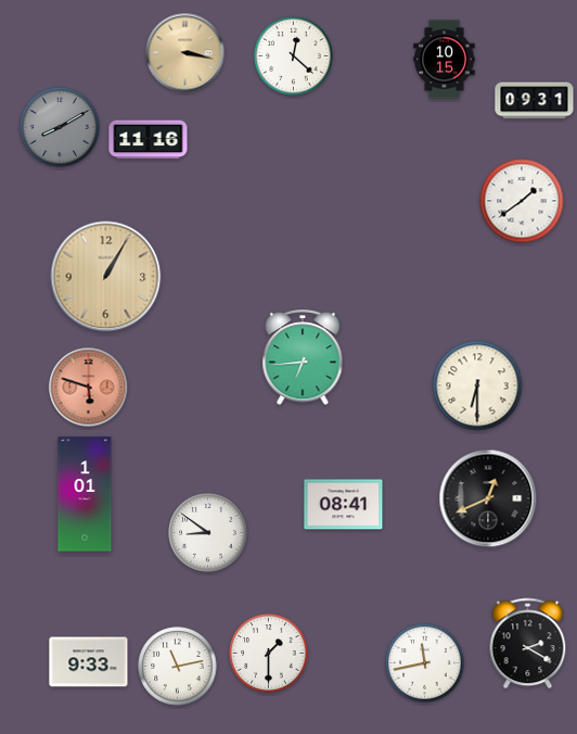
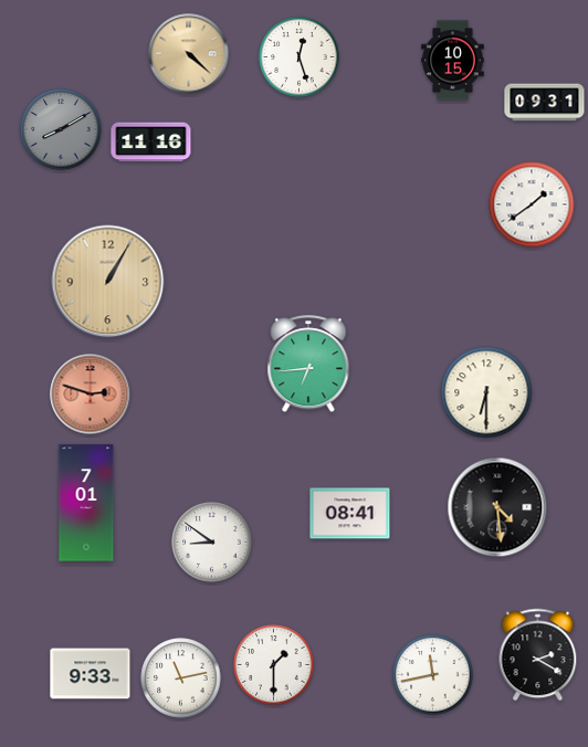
clock at (185, 53): 3:17 -> 4:22
clock at (294, 56): 12:22 -> 12:27
clock at (89, 388): 5:48 -> 2:48
clock at (85, 494): 1:01 -> 7:01
clock at (488, 498): 12:41 -> 4:29
